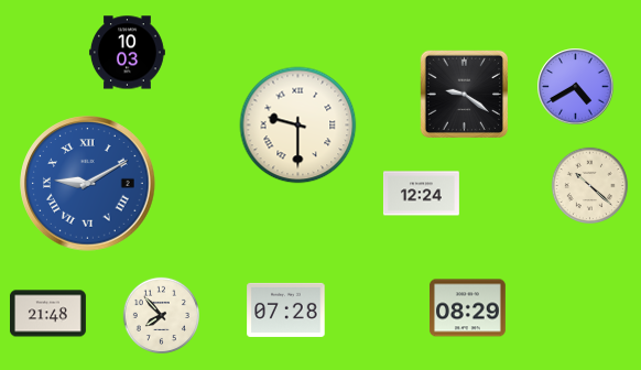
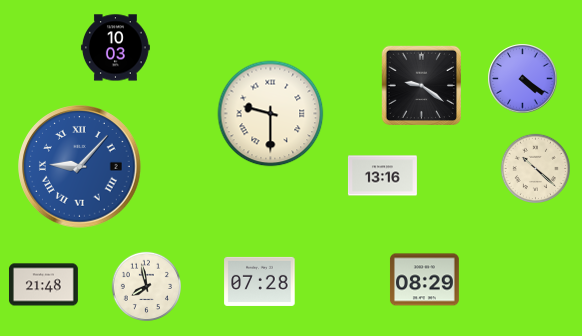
clock at (576, 87): 4:40 -> 4:21
clock at (88, 184): 9:10 -> 9:07
clock at (421, 194): 12:24 -> 13:16
clock at (161, 315): 7:53 -> 7:58
